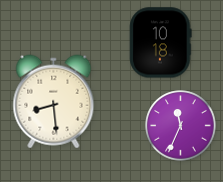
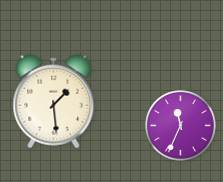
clock at (161, 43): 10:18 -> none
clock at (54, 102): 8:29 -> 1:29
